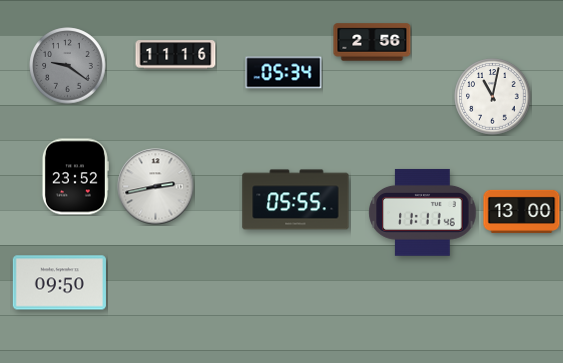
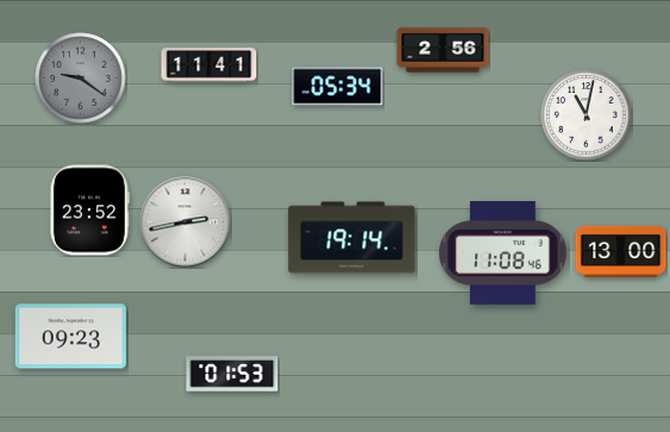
clock at (176, 55): 11:16 -> 11:41
clock at (296, 200): 05:55 -> 19:14
clock at (423, 213): 11:11 -> 11:08
clock at (59, 283): 09:50 -> 09:23
clock at (232, 374): none -> 01:53
